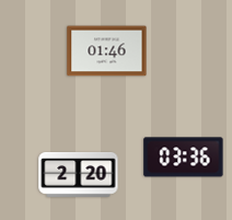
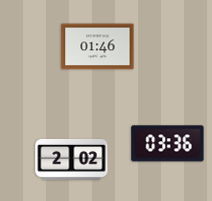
clock at (79, 174): 2:20 -> 2:02
